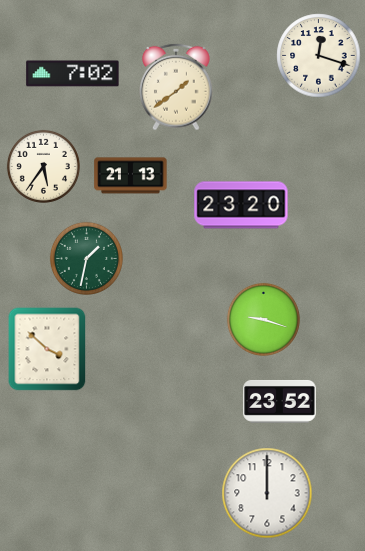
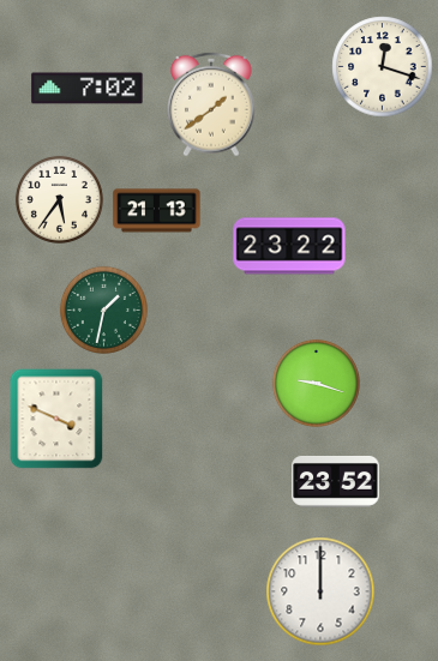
clock at (43, 166) position: (43, 166) -> (59, 199)
clock at (241, 205): 23:20 -> 23:22
clock at (47, 349): 3:52 -> 3:49
